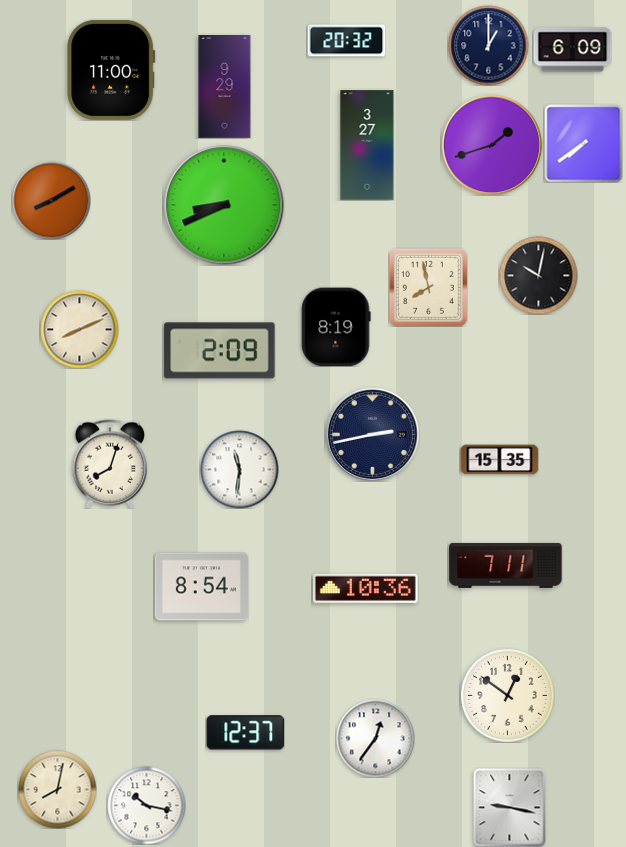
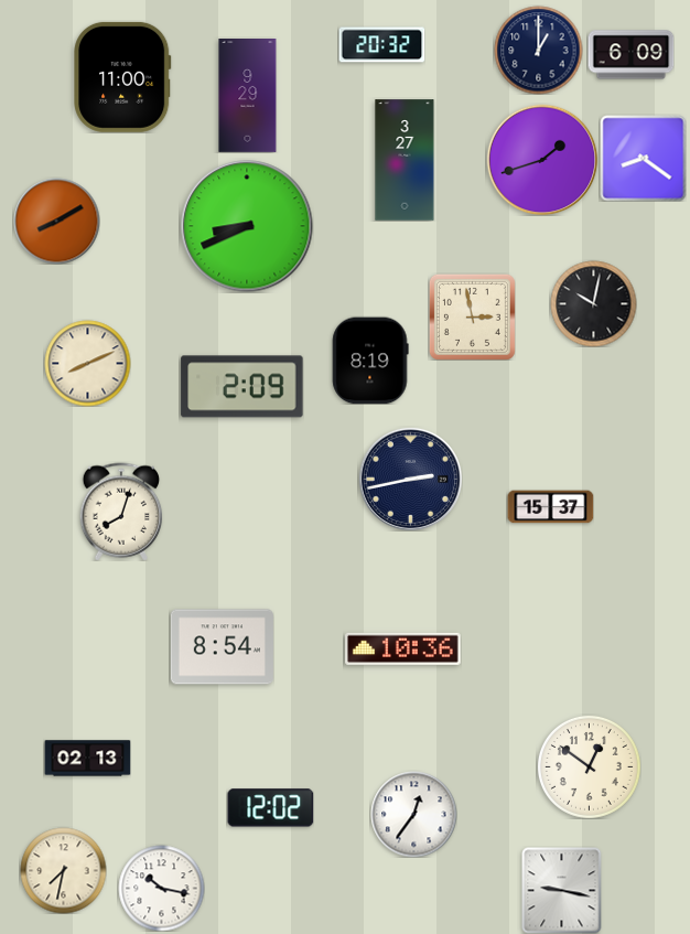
clock at (583, 143): 7:39 -> 8:21
clock at (428, 287): 7:58 -> 2:58
clock at (499, 460): 15:35 -> 15:37
clock at (239, 469): 11:31 -> none
clock at (506, 565): 7:11 -> none
clock at (87, 759): none -> 02:13
clock at (507, 695) position: (507, 695) -> (589, 766)
clock at (245, 733): 12:37 -> 12:02
clock at (57, 789): 8:02 -> 7:32
